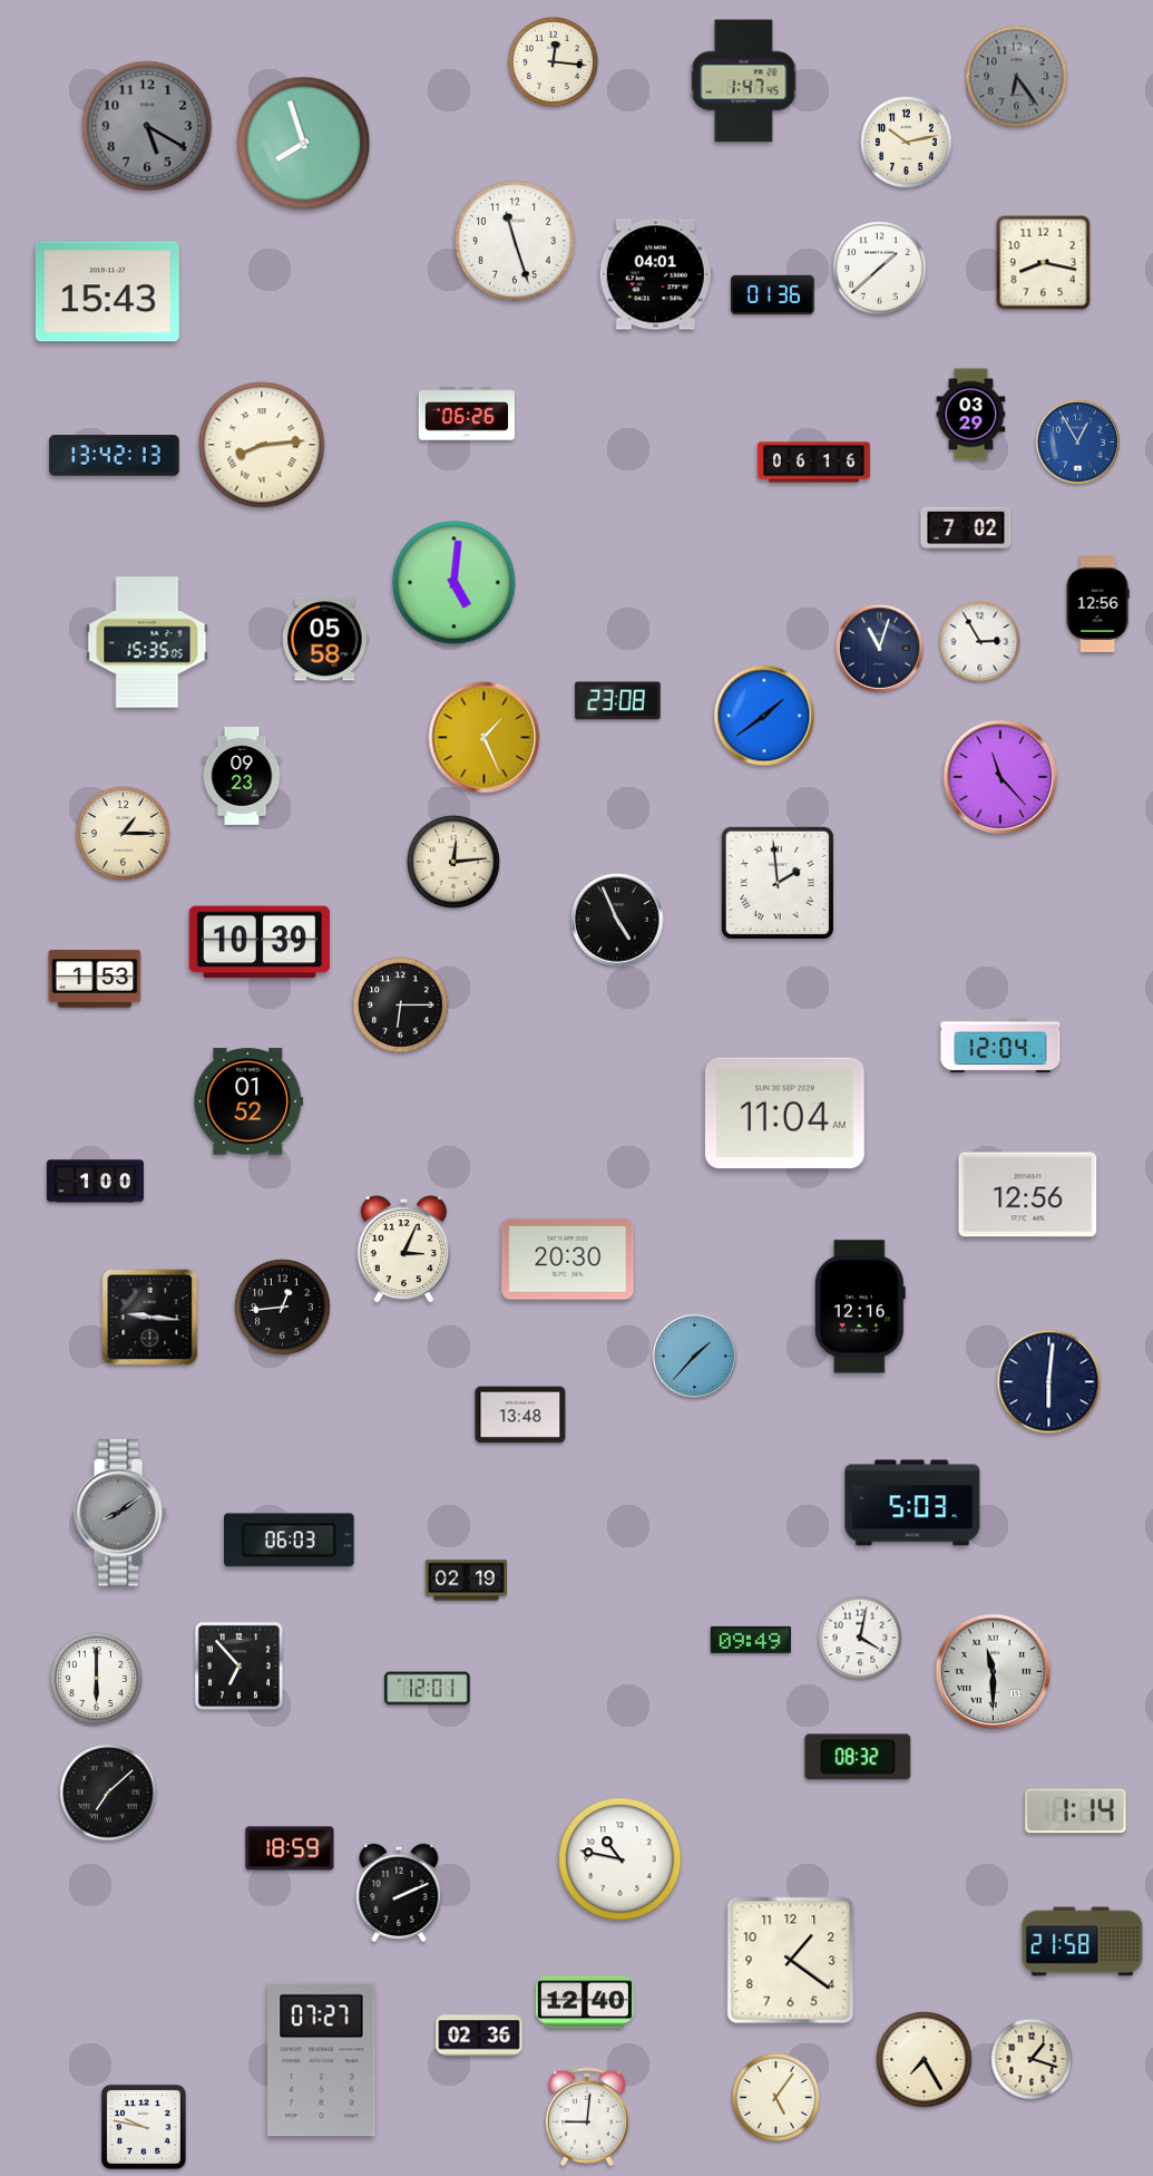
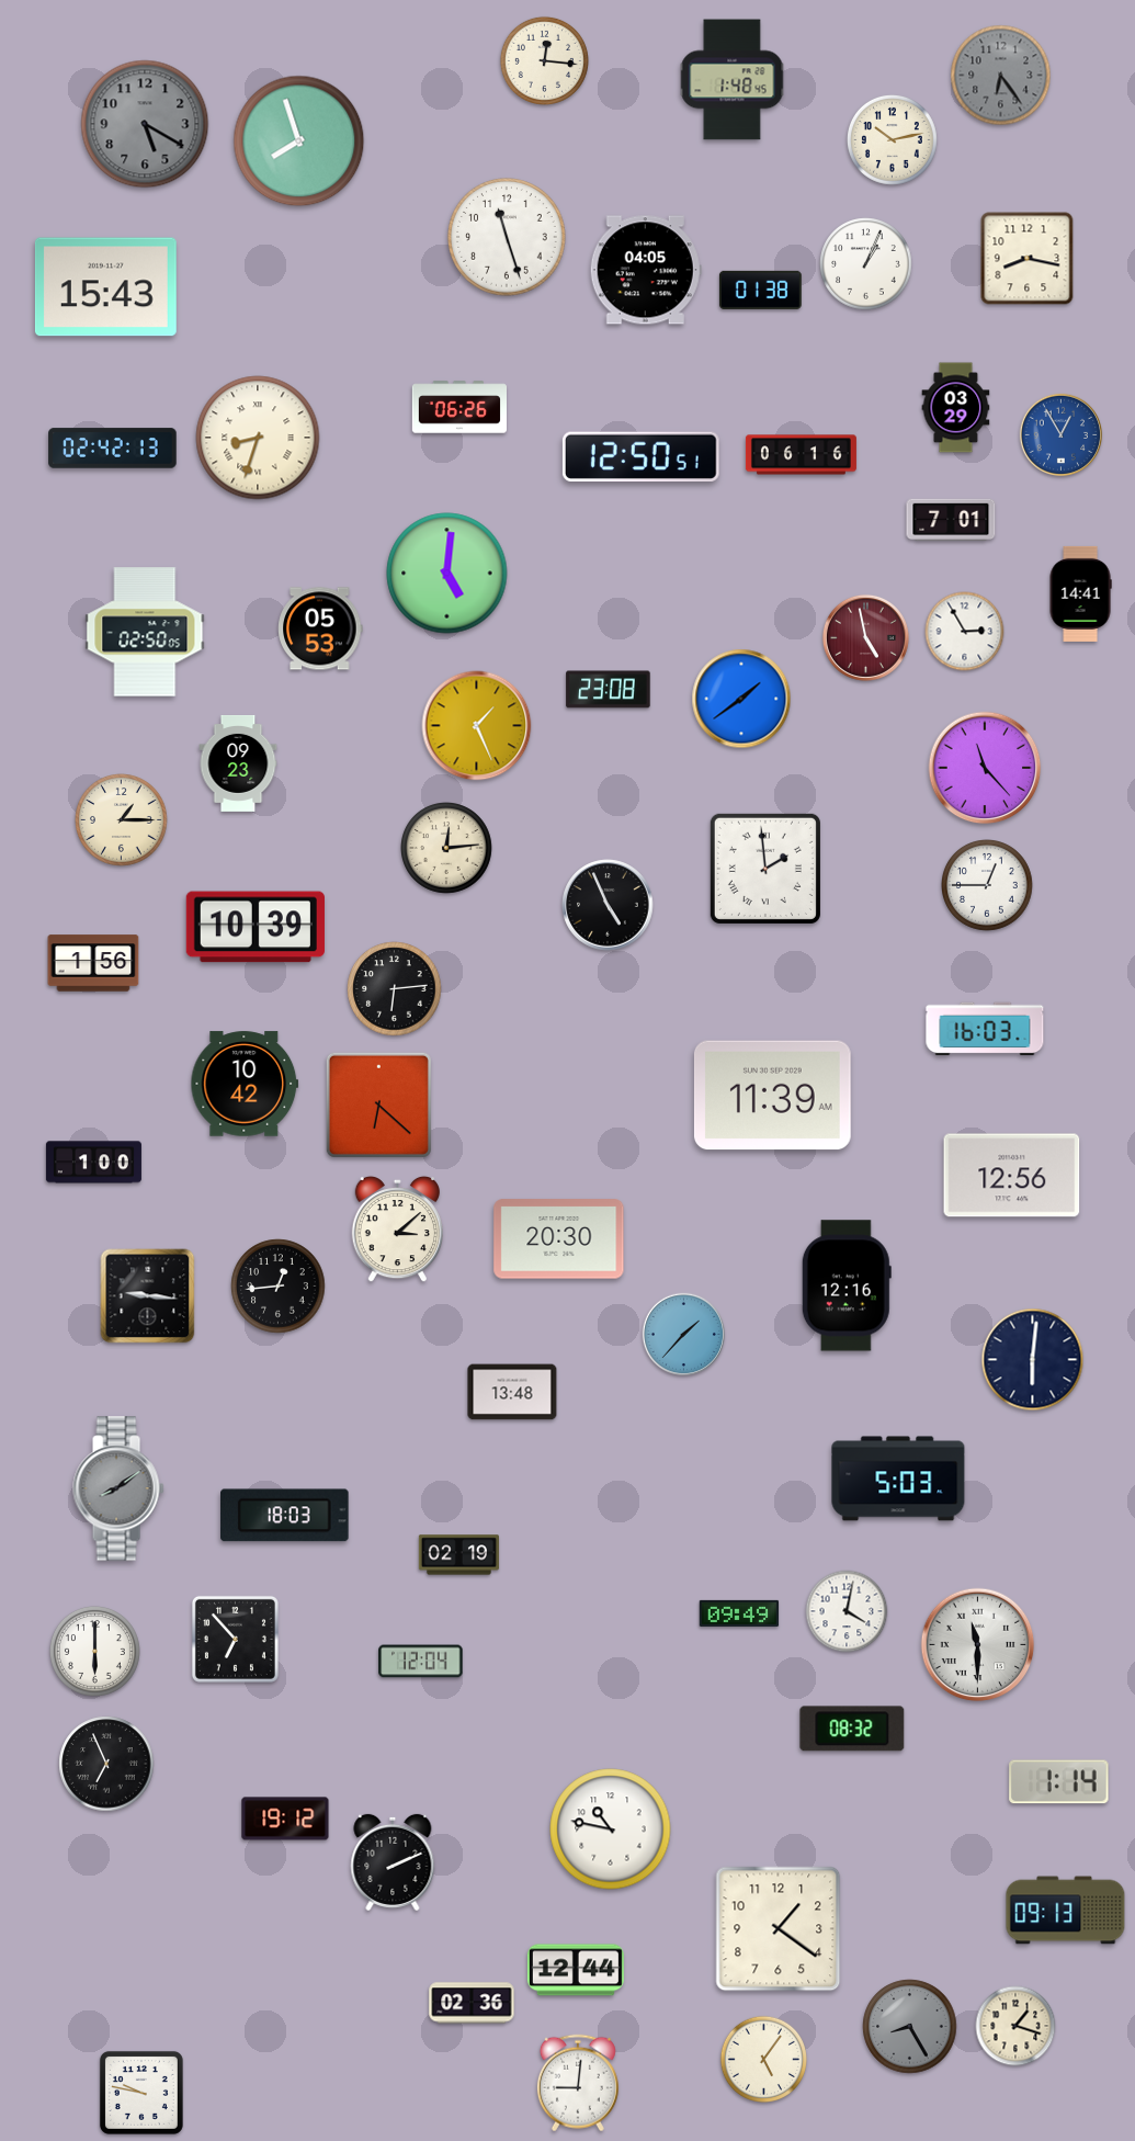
clock at (744, 81): 1:47 -> 1:48
clock at (880, 269): 1:38 -> 1:04
clock at (656, 274): 04:01 -> 04:05
clock at (772, 294): 01:36 -> 01:38
clock at (262, 445): 8:14 -> 8:33
clock at (115, 456): 13:42 -> 02:42
clock at (640, 456): none -> 12:50
clock at (966, 528): 7:02 -> 7:01
clock at (1097, 603): 12:56 -> 14:41
clock at (325, 639): 05:58 -> 05:53
clock at (147, 642): 15:35 -> 02:50
clock at (879, 648): 11:03 -> 4:58
clock at (879, 648) dial: navy -> burgundy
clock at (764, 716) position: (764, 716) -> (741, 699)
clock at (1000, 777) position: (1000, 777) -> (985, 768)
clock at (988, 886): none -> 12:45
clock at (95, 979): 1:53 -> 1:56
clock at (401, 1006): 6:15 -> 6:14
clock at (1000, 1046): 12:04 -> 16:03
clock at (248, 1101): 01:52 -> 10:42
clock at (784, 1114): 11:04 -> 11:39
clock at (378, 1105): none -> 6:22
clock at (403, 1250): 3:04 -> 3:08
clock at (290, 1541): 06:03 -> 18:03
clock at (428, 1689): 12:01 -> 12:04
clock at (858, 1757) position: (858, 1757) -> (852, 1729)
clock at (108, 1793): 7:08 -> 6:56
clock at (290, 1848): 18:59 -> 19:12
clock at (1083, 1942): 21:58 -> 09:13
clock at (585, 2002): 12:40 -> 12:44
clock at (322, 2060): 07:27 -> none
clock at (925, 2060): 7:25 -> 8:25
clock at (925, 2060) dial: cream -> grey
clock at (776, 2098) position: (776, 2098) -> (764, 2060)
